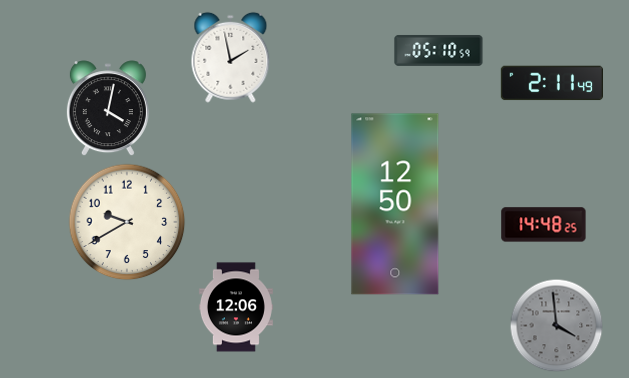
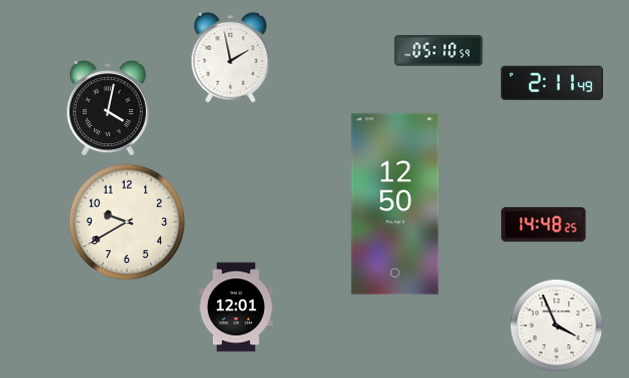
clock at (236, 307): 12:06 -> 12:01
clock at (557, 326): 3:59 -> 3:56
clock at (557, 326) dial: grey -> white
